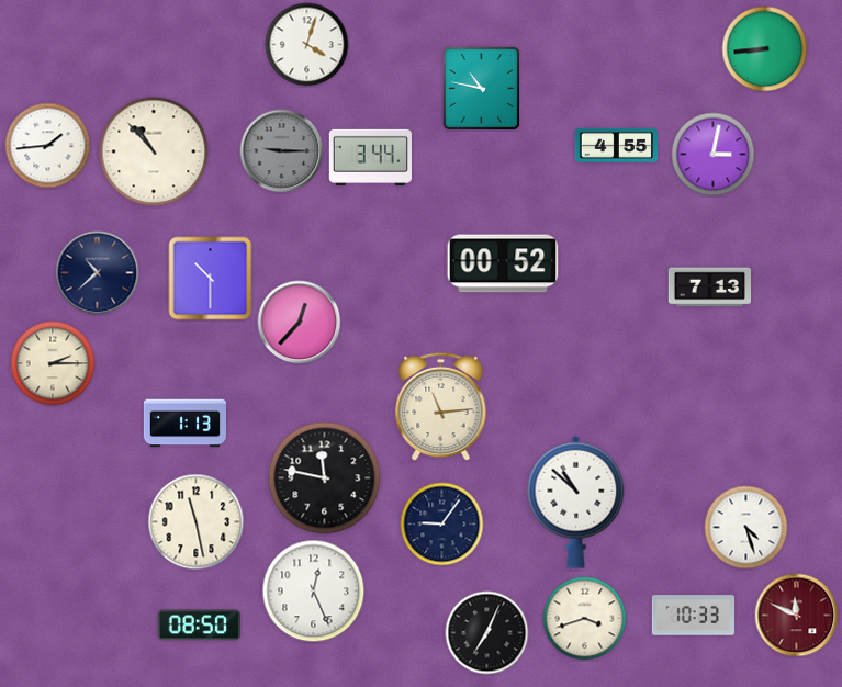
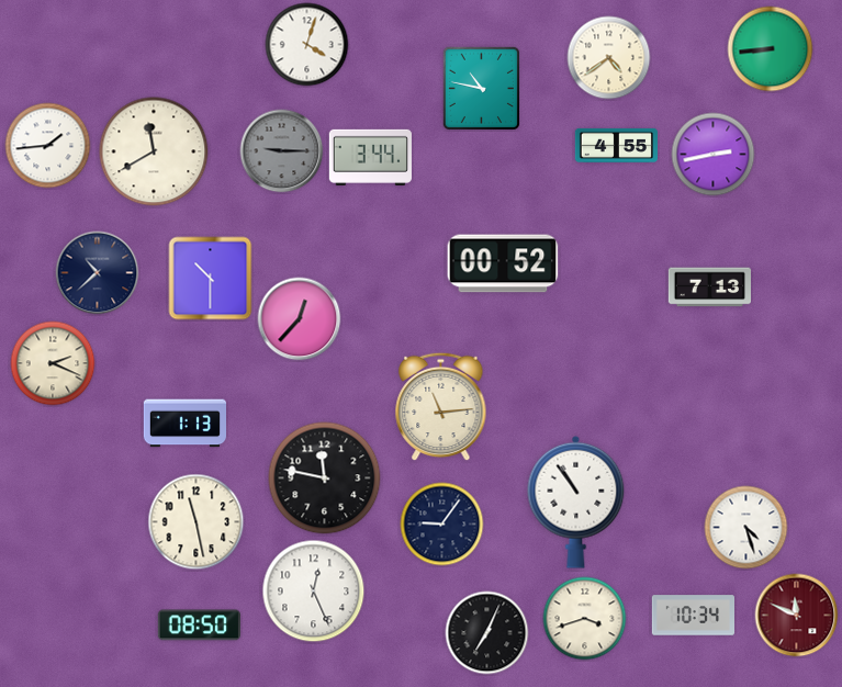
clock at (765, 49) position: (765, 49) -> (771, 49)
clock at (609, 58): none -> 4:39
clock at (154, 151): 10:53 -> 11:40
clock at (714, 155): 3:02 -> 2:43
clock at (300, 323) position: (300, 323) -> (300, 319)
clock at (53, 363): 2:15 -> 2:19
clock at (576, 502): 10:52 -> 10:54
clock at (693, 616): 10:33 -> 10:34
